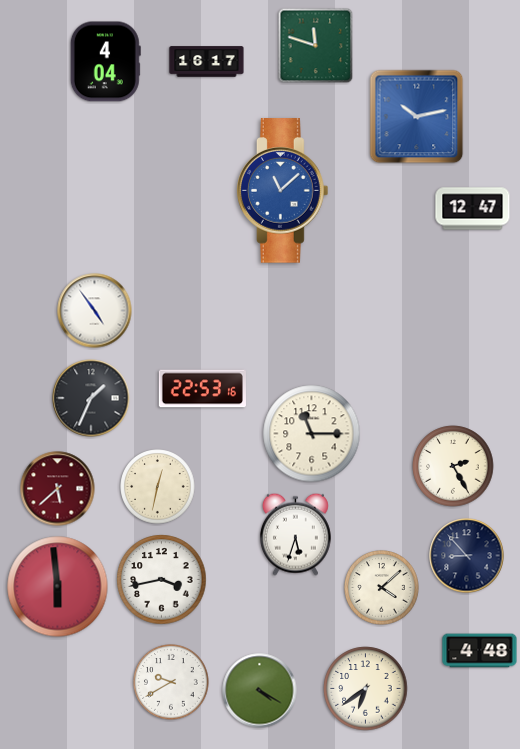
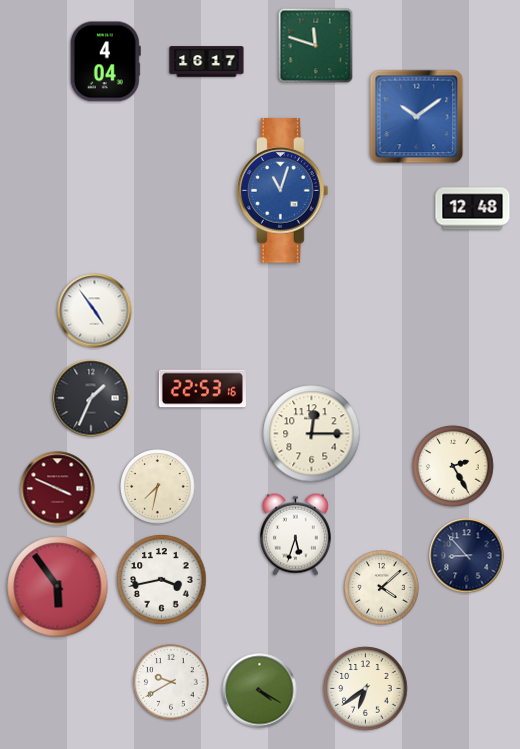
clock at (417, 117): 10:13 -> 10:09
clock at (283, 191): 11:08 -> 11:03
clock at (473, 209): 12:47 -> 12:48
clock at (312, 434): 11:15 -> 12:15
clock at (158, 487): 12:32 -> 7:32
clock at (58, 489): 5:38 -> 3:49
clock at (58, 587): 5:59 -> 5:54
clock at (480, 651): 4:48 -> none
